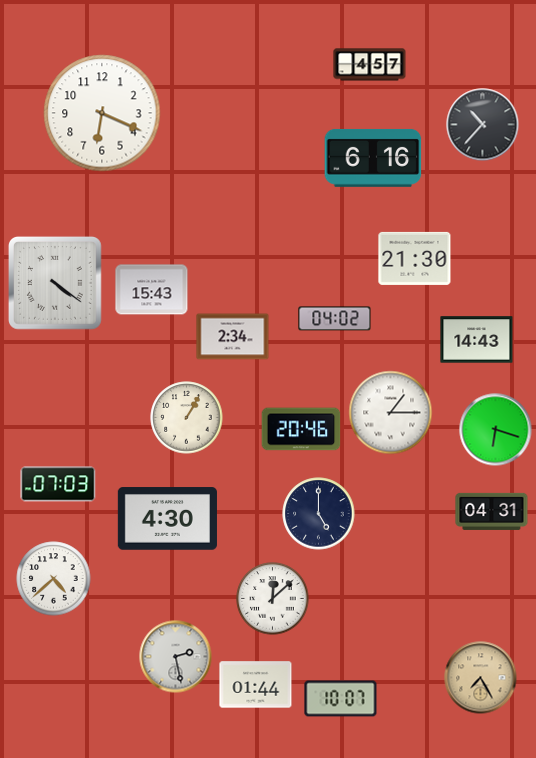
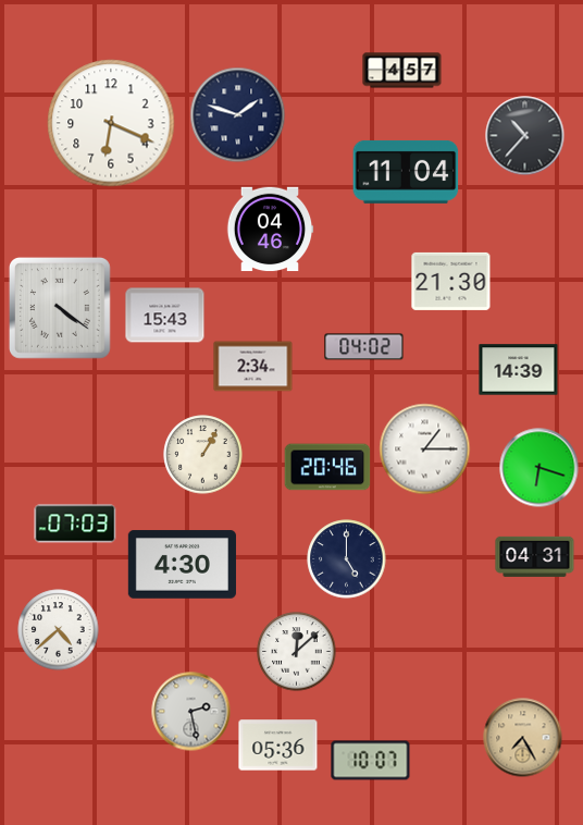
clock at (238, 115): none -> 1:48
clock at (373, 158): 6:16 -> 11:04
clock at (270, 230): none -> 04:46
clock at (477, 340): 14:43 -> 14:39
clock at (58, 484) position: (58, 484) -> (75, 524)
clock at (176, 657) position: (176, 657) -> (191, 712)
clock at (256, 685): 01:44 -> 05:36
